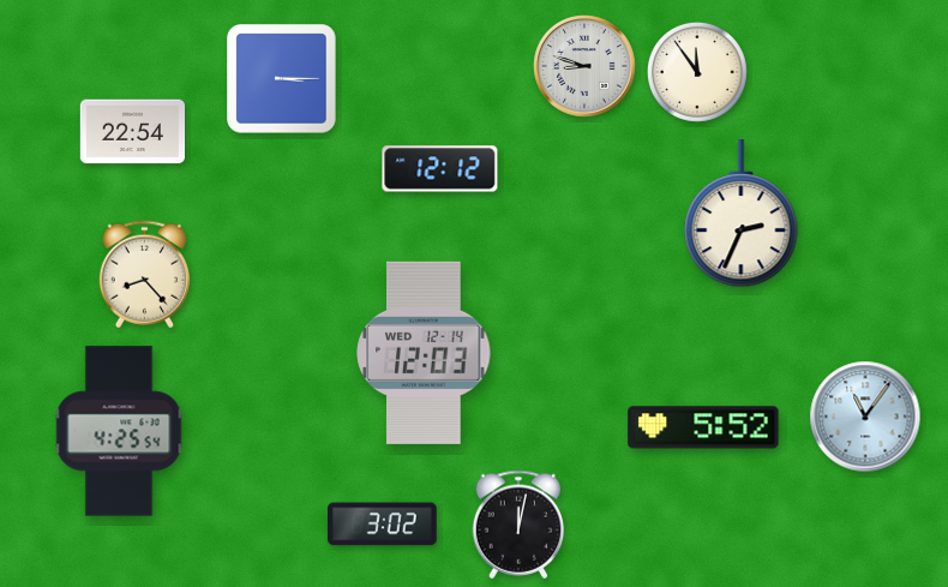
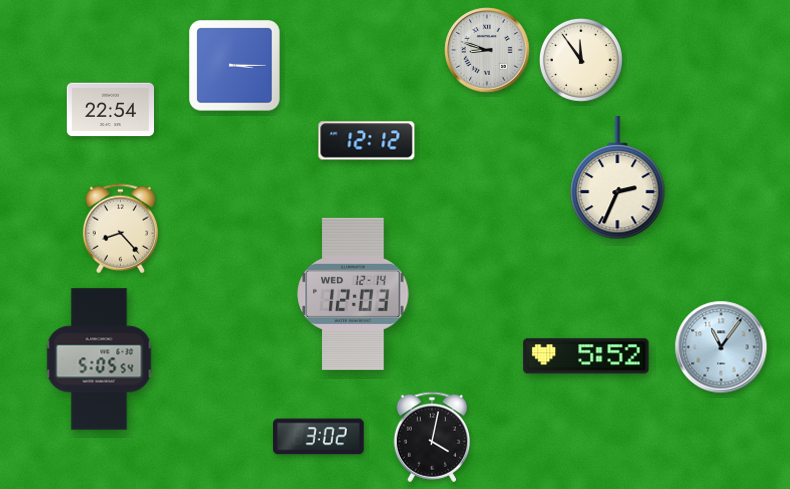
clock at (584, 66) position: (584, 66) -> (487, 50)
clock at (119, 431): 4:25 -> 5:05
clock at (518, 525): 12:02 -> 4:02
